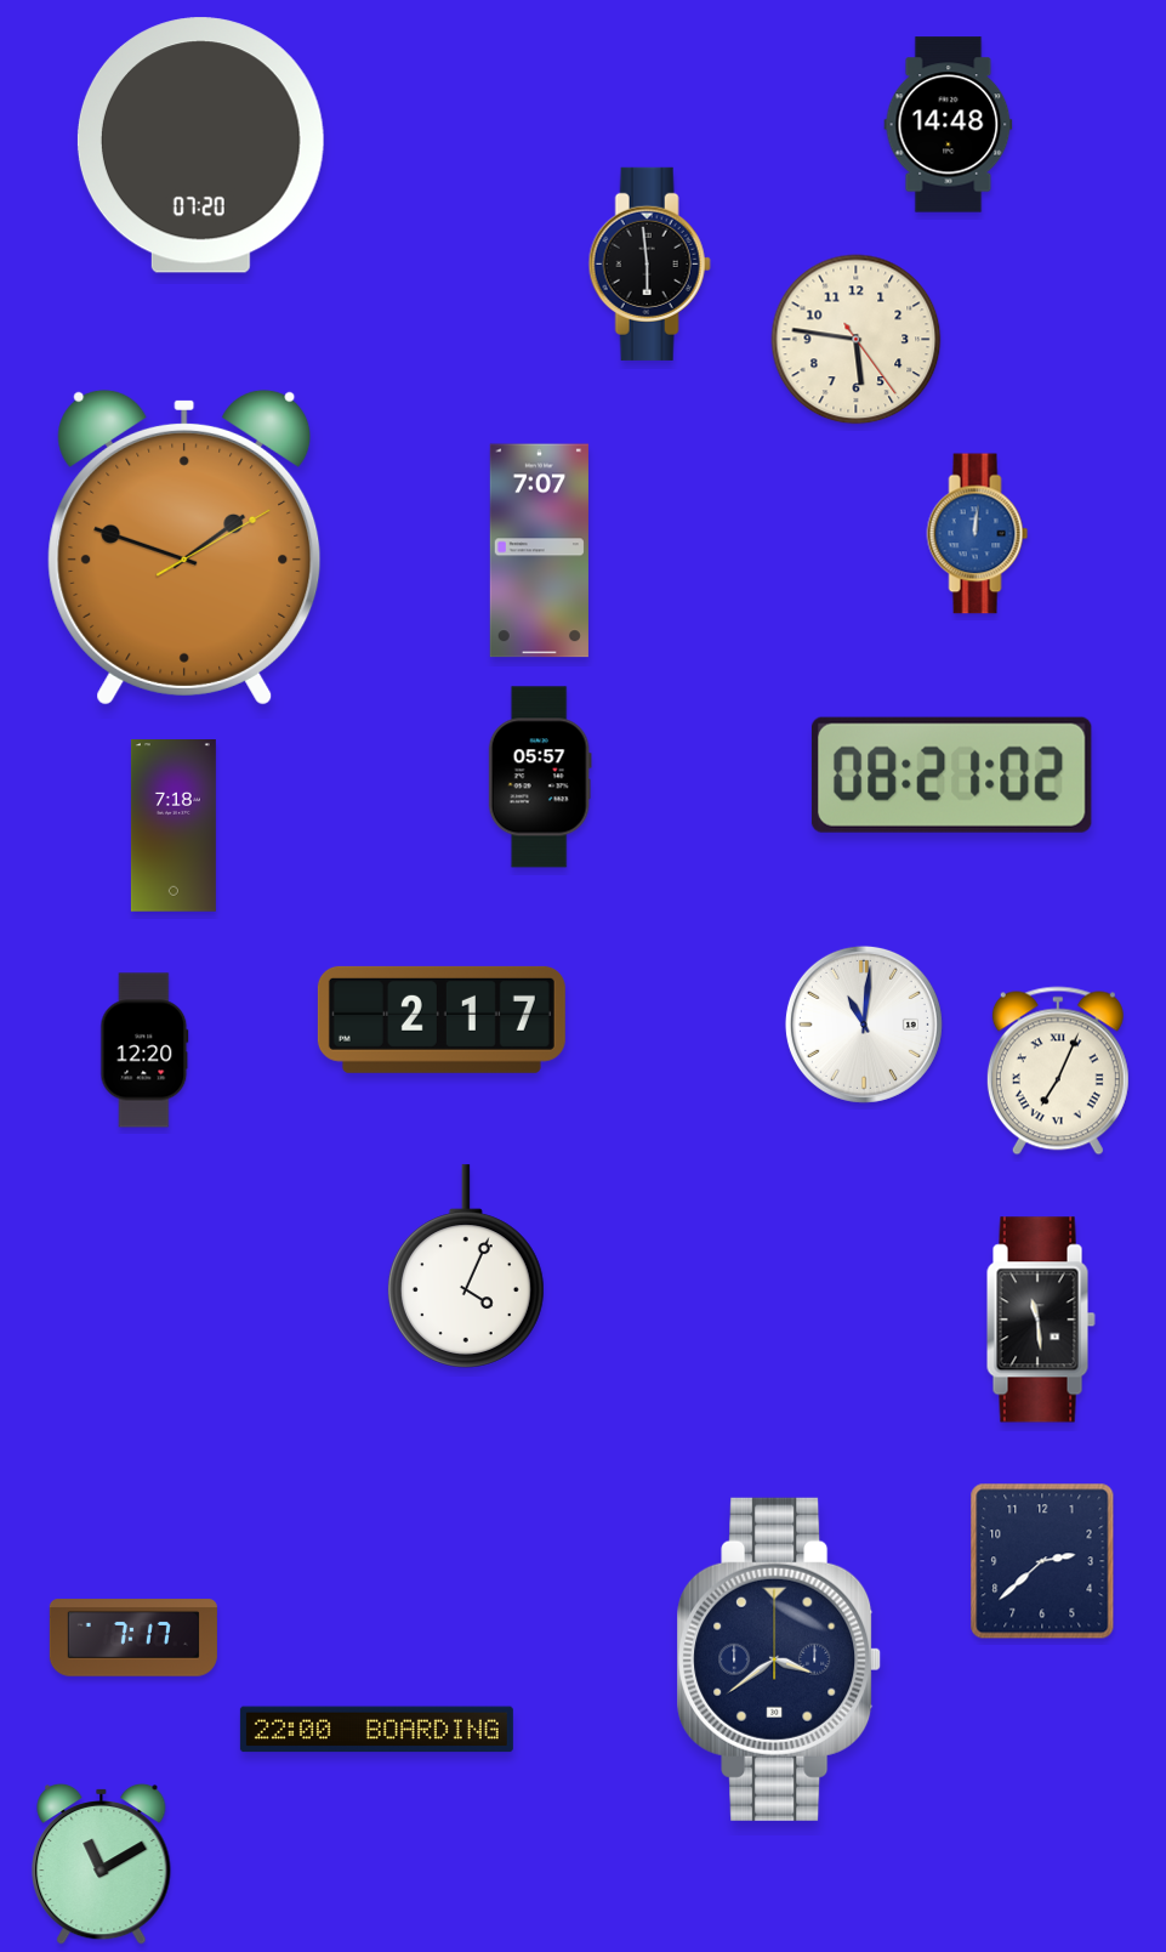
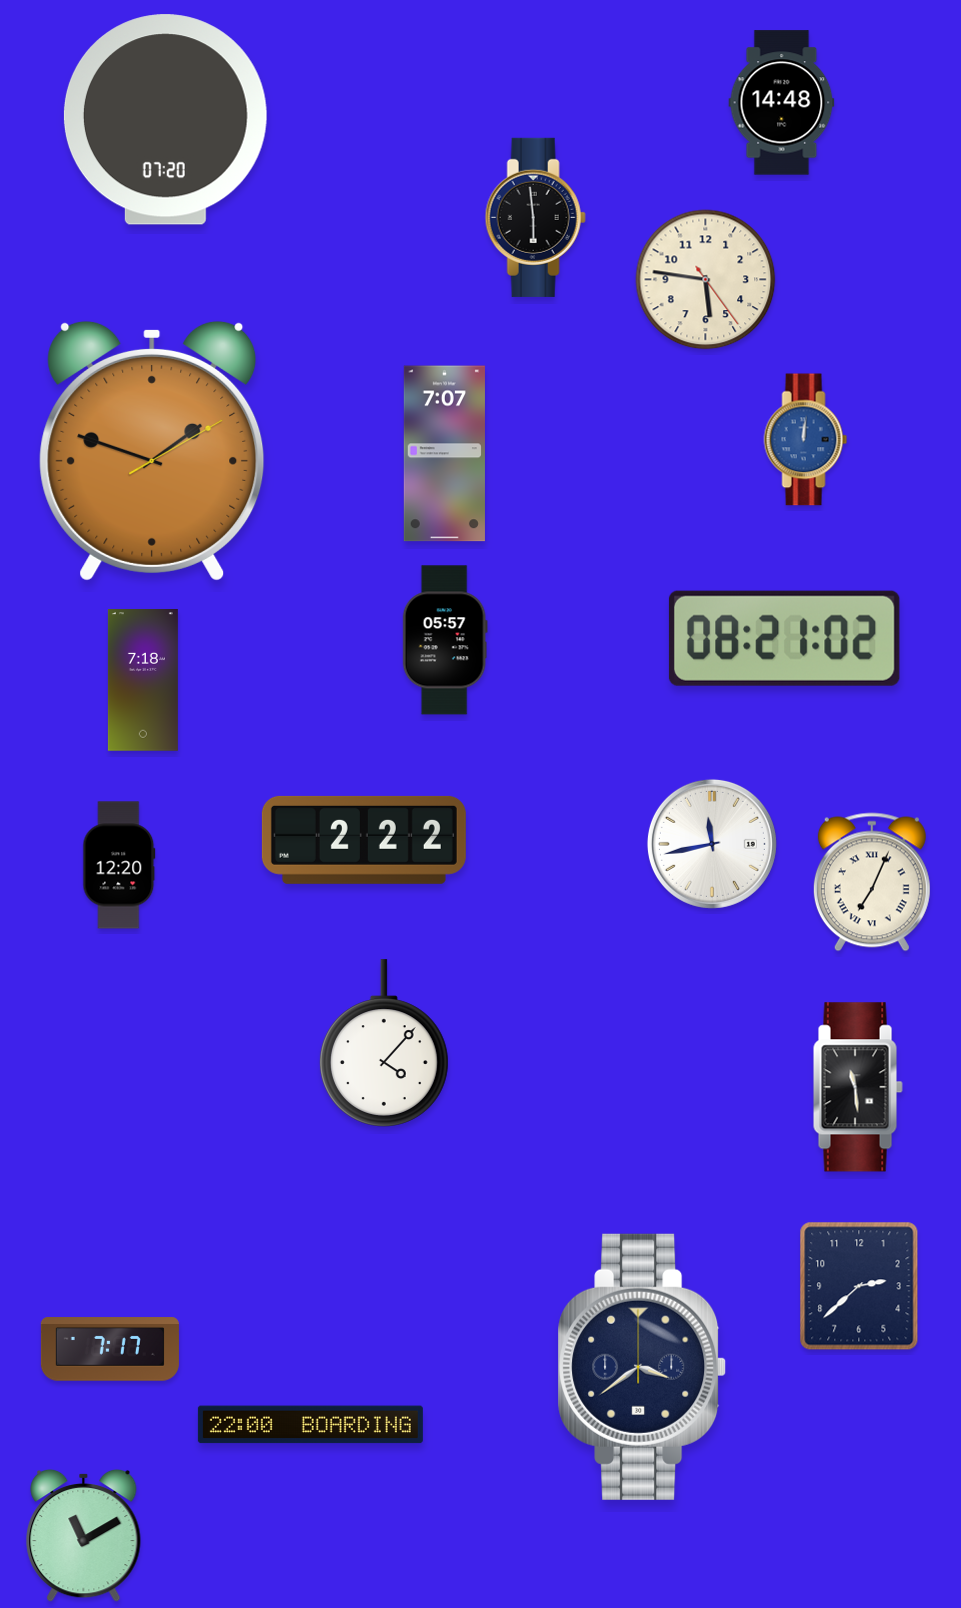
clock at (442, 1020): 2:17 -> 2:22
clock at (864, 1025): 11:01 -> 11:43
clock at (466, 1266): 4:04 -> 4:07
